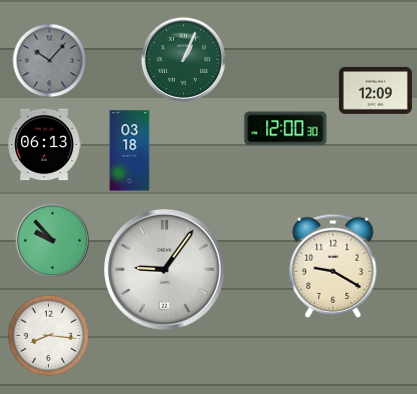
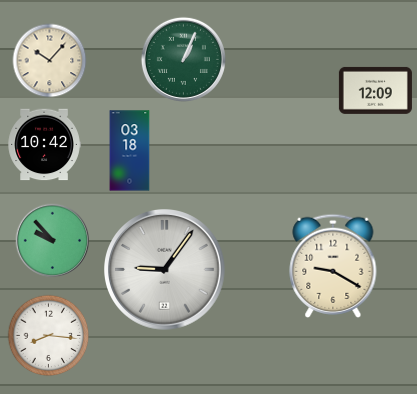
clock at (50, 61) dial: grey -> cream
clock at (286, 129): 12:00 -> none
clock at (44, 145): 06:13 -> 10:42
